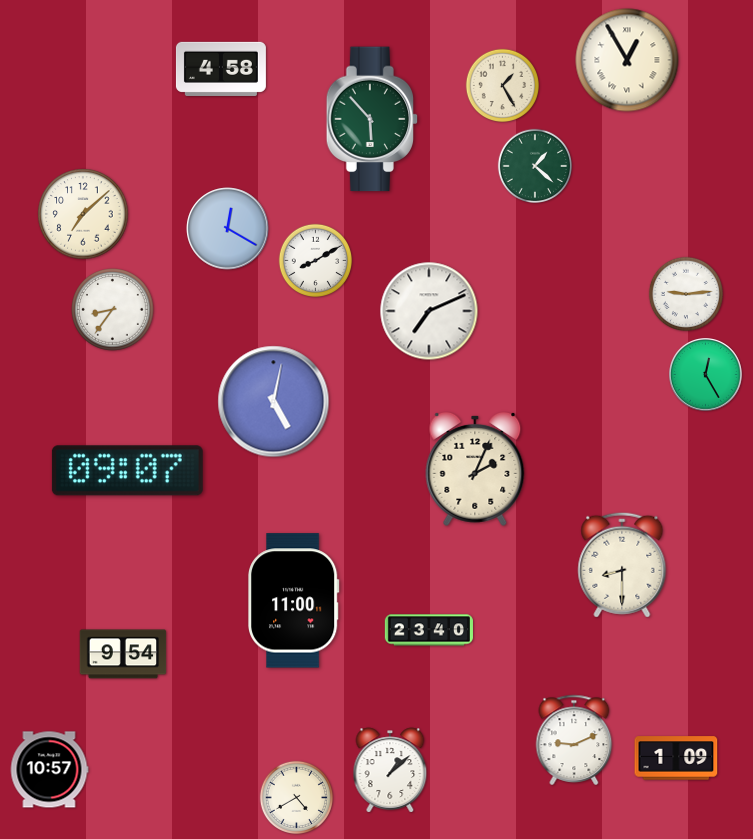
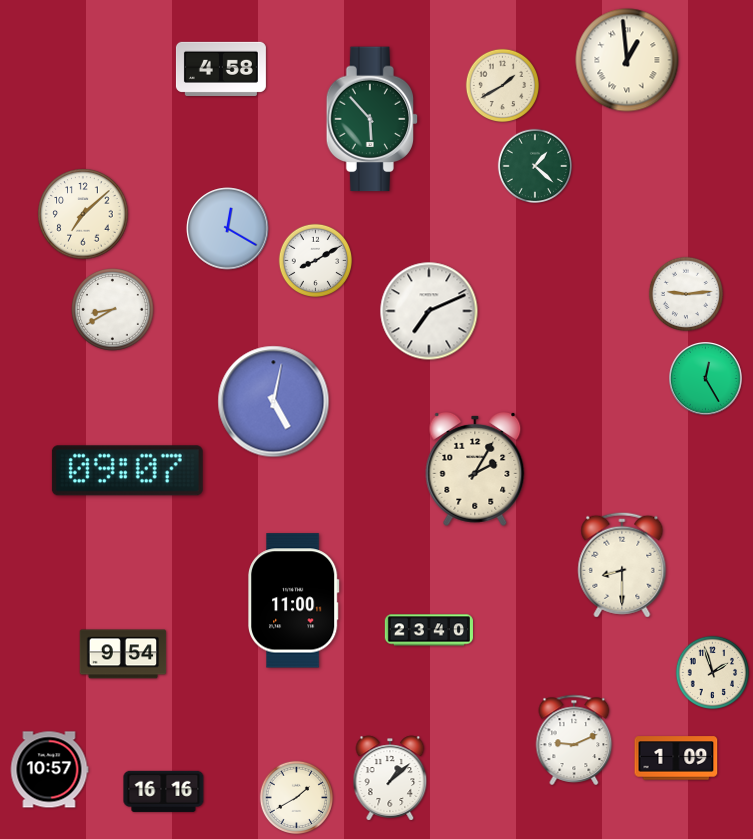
clock at (627, 60): 12:55 -> 12:59
clock at (503, 86): 1:25 -> 1:40
clock at (113, 310): 8:36 -> 8:40
clock at (706, 375) position: (706, 375) -> (706, 379)
clock at (475, 469): 2:04 -> 2:05
clock at (713, 673): none -> 1:57
clock at (390, 770) position: (390, 770) -> (390, 778)
clock at (164, 791): none -> 16:16
clock at (297, 798): 4:40 -> 1:40
